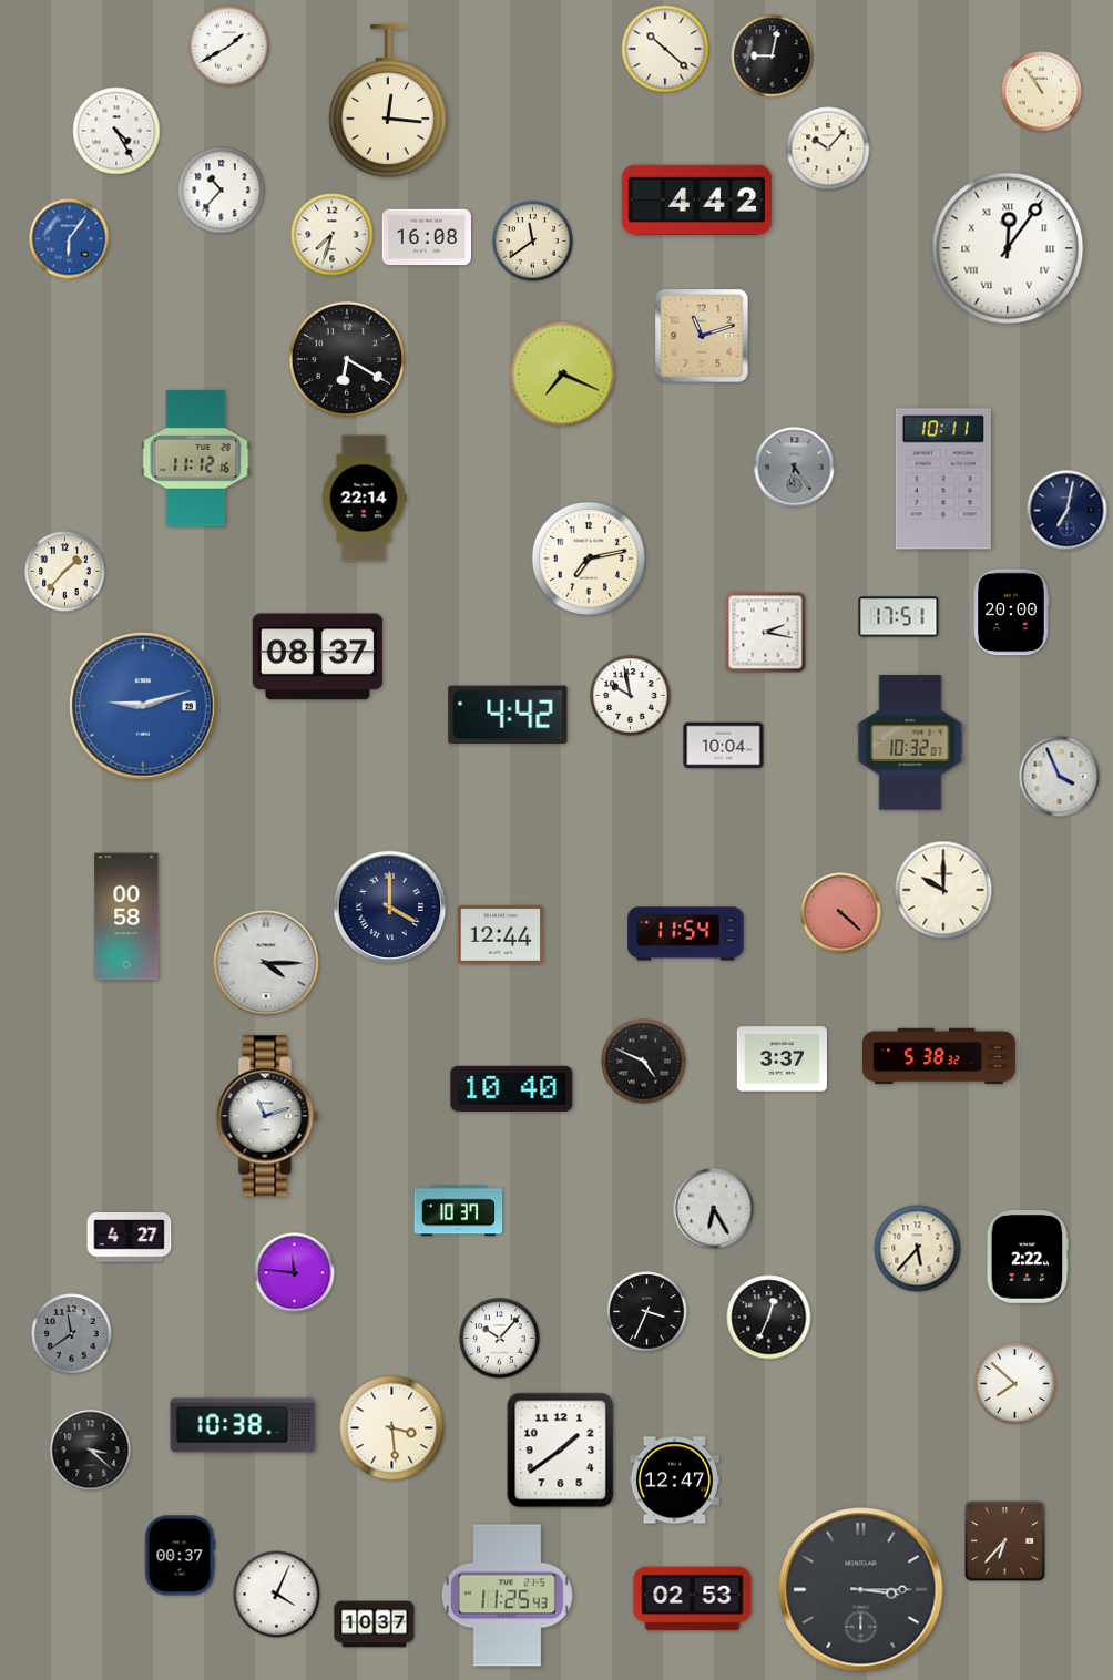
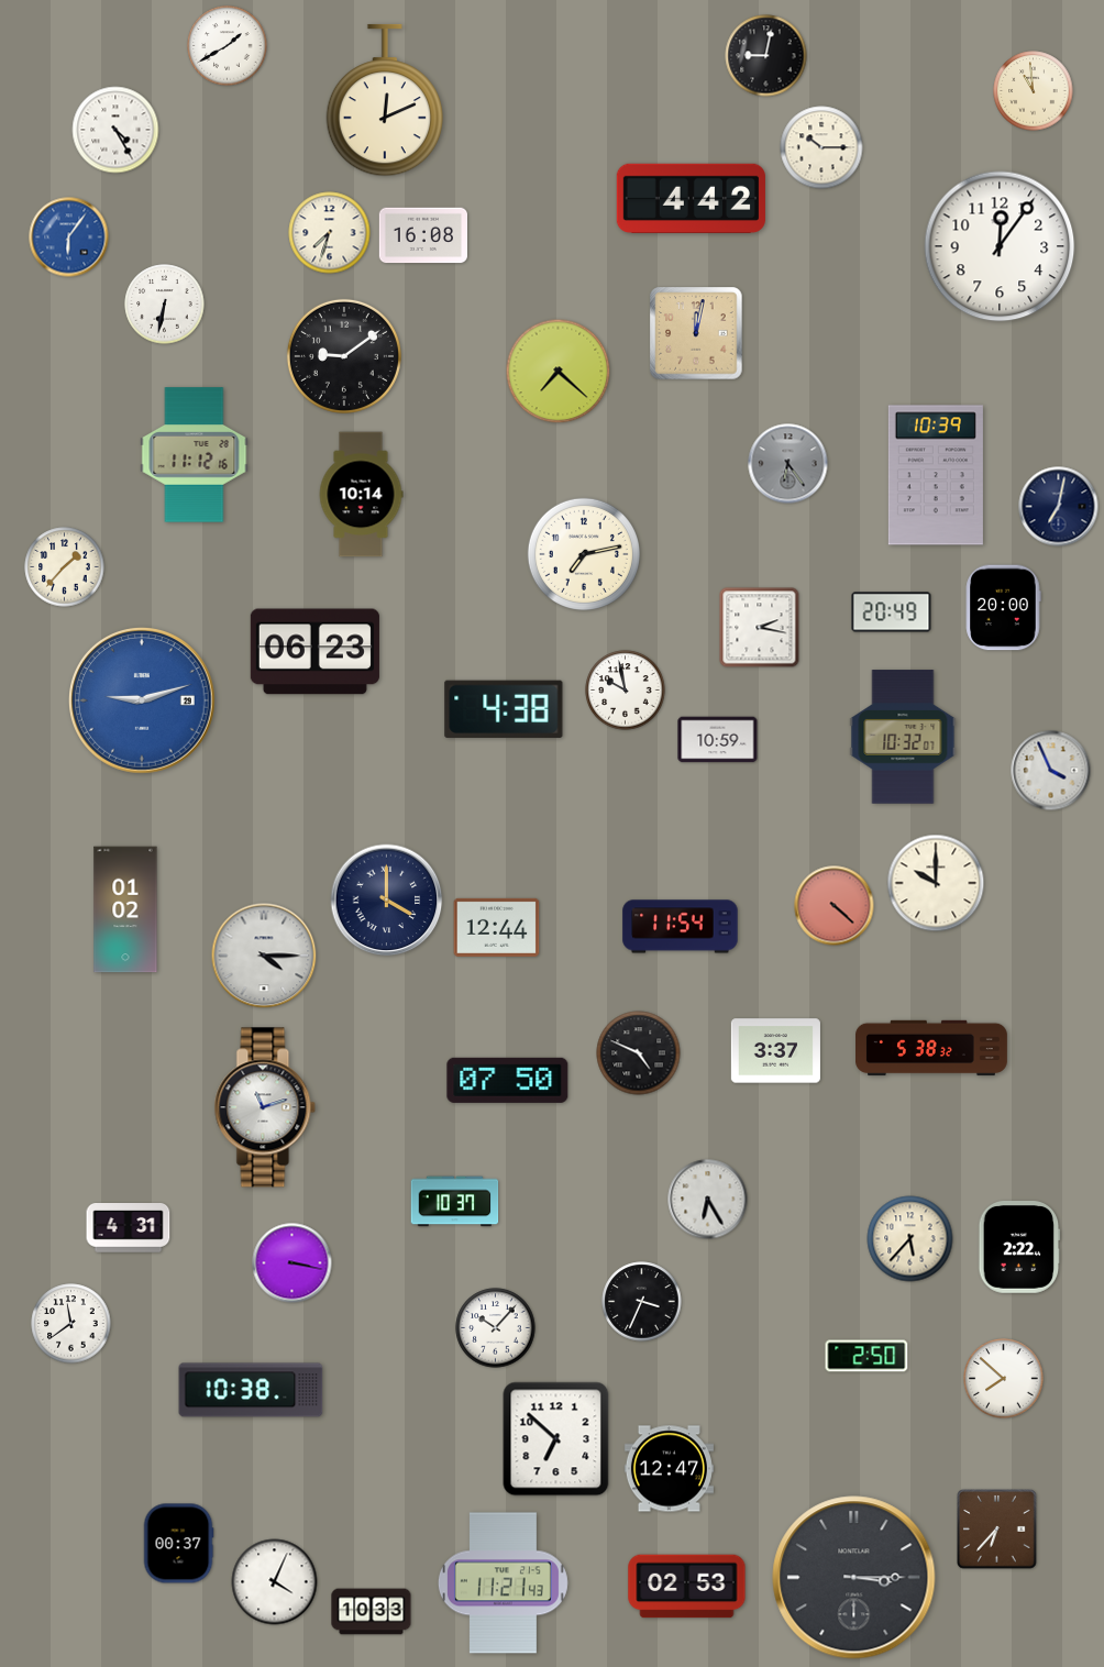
clock at (665, 49): 10:22 -> none
clock at (1042, 92): 10:54 -> 10:59
clock at (388, 101): 12:16 -> 12:11
clock at (828, 148): 10:07 -> 10:15
clock at (222, 191): 10:37 -> none
clock at (533, 242): 11:39 -> none
clock at (1008, 248) numerals: Roman -> Arabic
clock at (165, 305): none -> 6:32
clock at (702, 336): 11:12 -> 12:02
clock at (347, 359): 6:20 -> 9:09
clock at (563, 375): 7:19 -> 7:22
clock at (943, 479): 10:11 -> 10:39
clock at (364, 499): 22:14 -> 10:14
clock at (899, 617): 17:51 -> 20:49
clock at (317, 657): 08:37 -> 06:23
clock at (508, 714): 4:42 -> 4:38
clock at (724, 746): 10:04 -> 10:59
clock at (126, 916): 00:58 -> 01:02
clock at (512, 1088): 10:40 -> 07:50
clock at (130, 1238): 4:27 -> 4:31
clock at (295, 1273): 11:46 -> 3:17
clock at (769, 1318): 12:34 -> none
clock at (72, 1334) dial: grey -> white
clock at (866, 1356): none -> 2:50
clock at (1015, 1384) position: (1015, 1384) -> (1004, 1379)
clock at (243, 1425) position: (243, 1425) -> (251, 1390)
clock at (392, 1428): 3:29 -> none
clock at (91, 1451): 3:22 -> none
clock at (561, 1451): 1:39 -> 6:52
clock at (507, 1596): 11:25 -> 11:21
clock at (375, 1625): 10:37 -> 10:33
